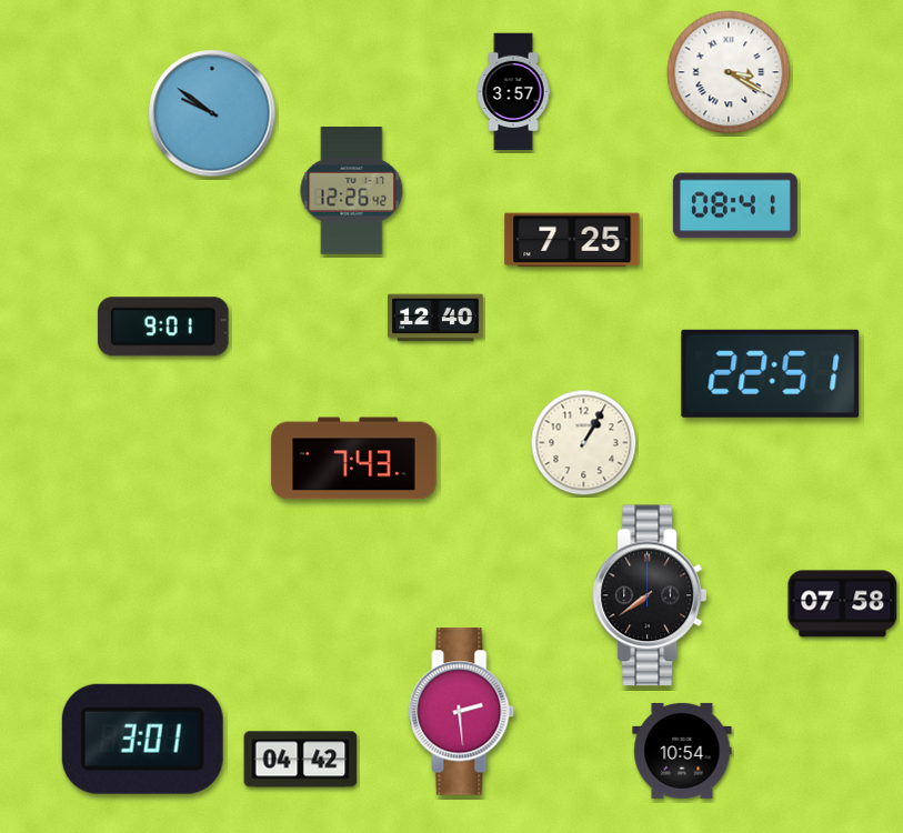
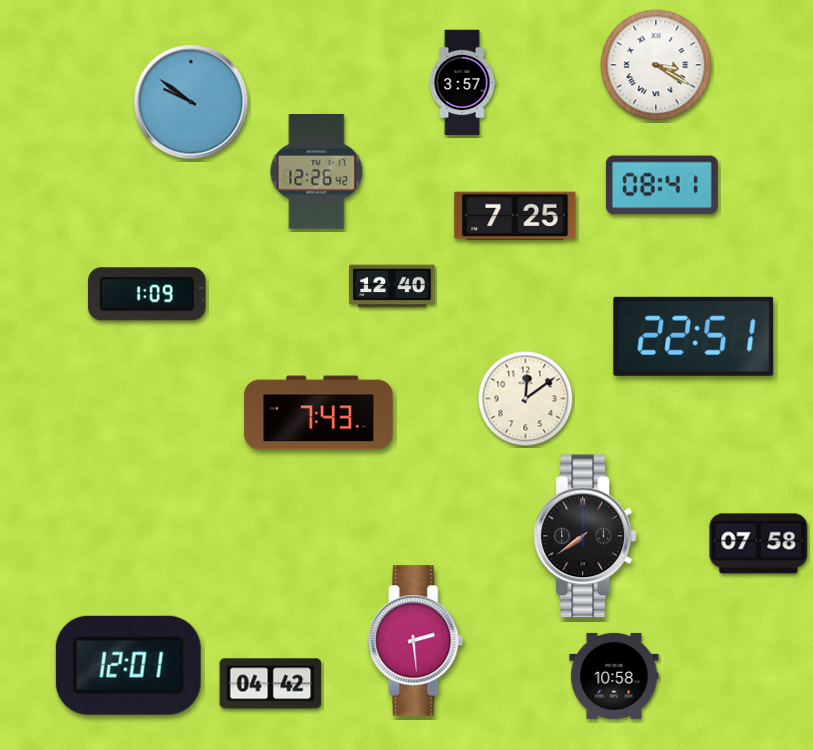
clock at (163, 327): 9:01 -> 1:09
clock at (584, 443): 1:05 -> 12:09
clock at (142, 739): 3:01 -> 12:01
clock at (682, 751): 10:54 -> 10:58
